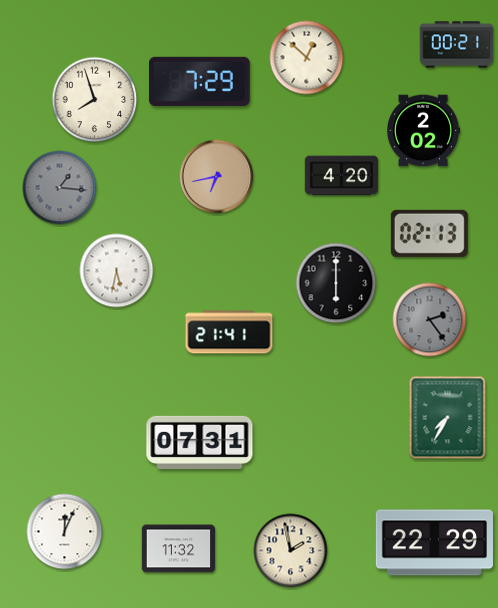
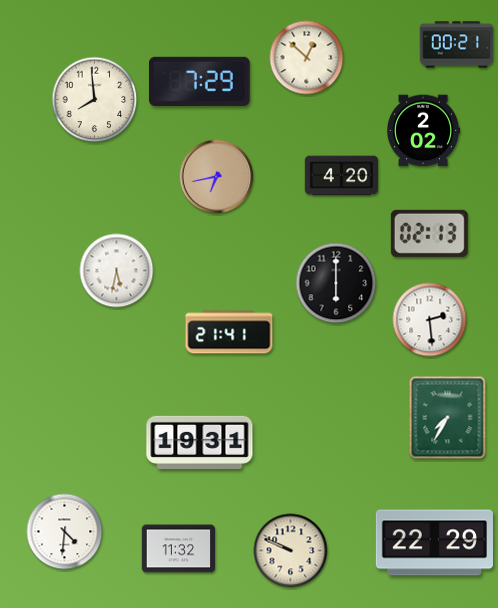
clock at (95, 100): 7:57 -> 7:59
clock at (60, 188): 1:16 -> none
clock at (430, 320): 2:24 -> 2:29
clock at (430, 320) dial: grey -> white
clock at (200, 442): 07:31 -> 19:31
clock at (65, 532): 12:04 -> 4:31
clock at (291, 551): 1:58 -> 9:49
